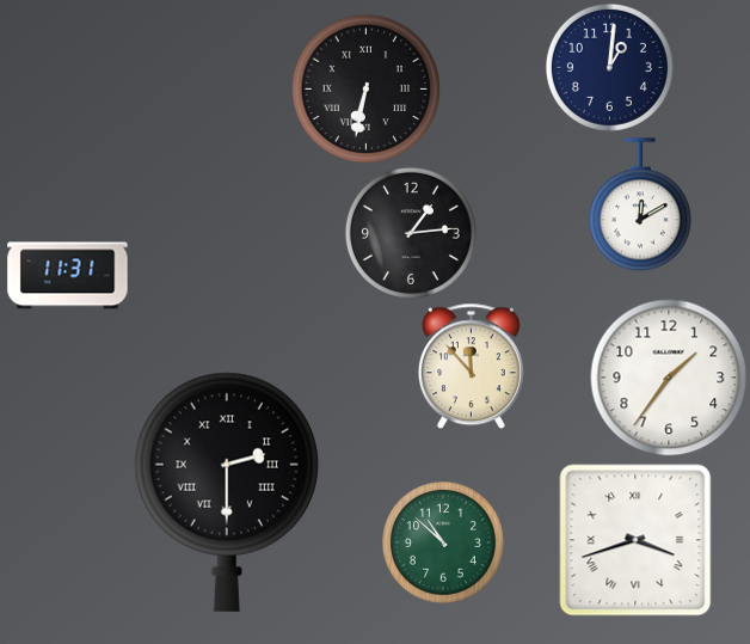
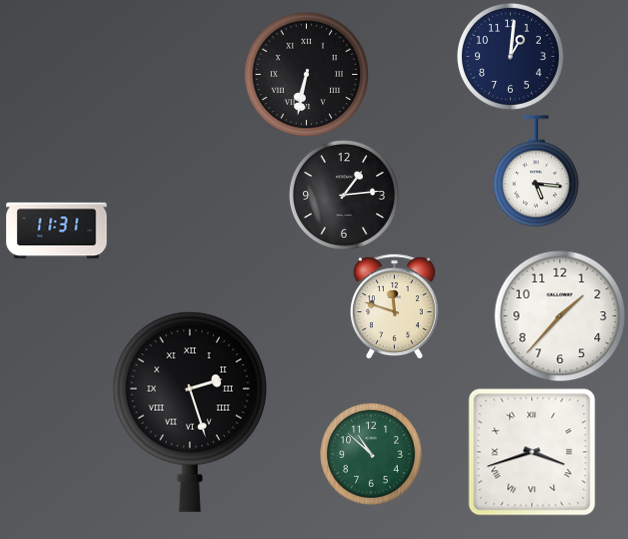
clock at (640, 204): 12:10 -> 5:16
clock at (471, 366): 11:53 -> 11:48
clock at (669, 378): 1:36 -> 1:37
clock at (227, 492): 2:30 -> 2:27
